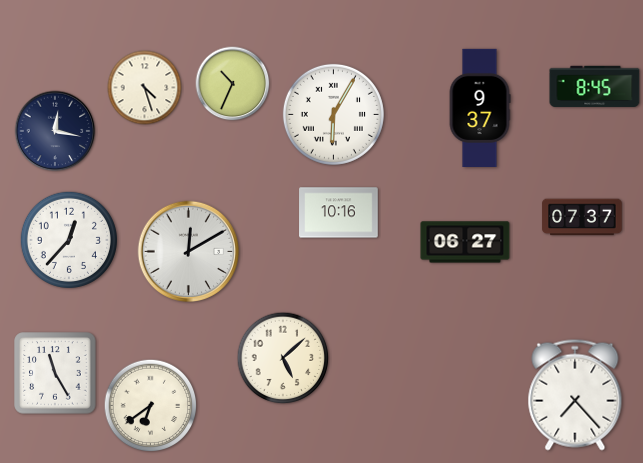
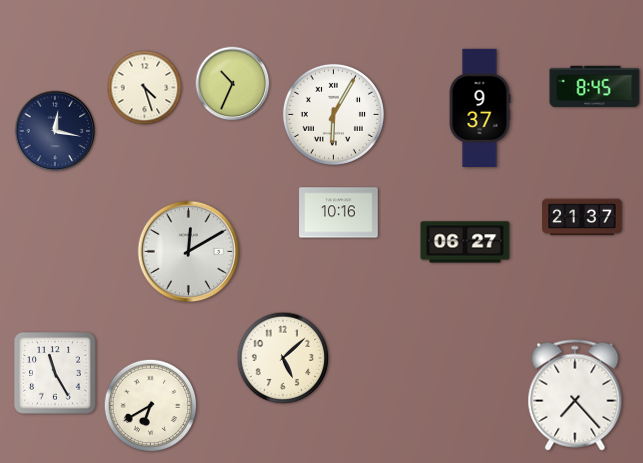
clock at (582, 217): 07:37 -> 21:37
clock at (69, 240): 12:37 -> none
clock at (151, 406): 6:39 -> 6:40
